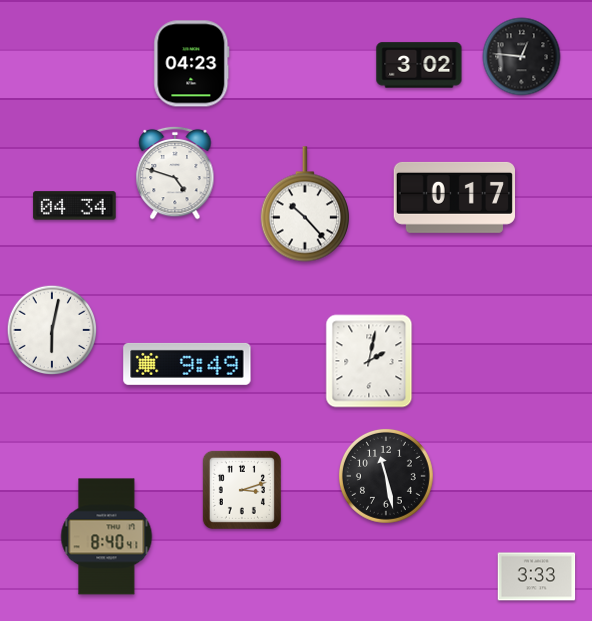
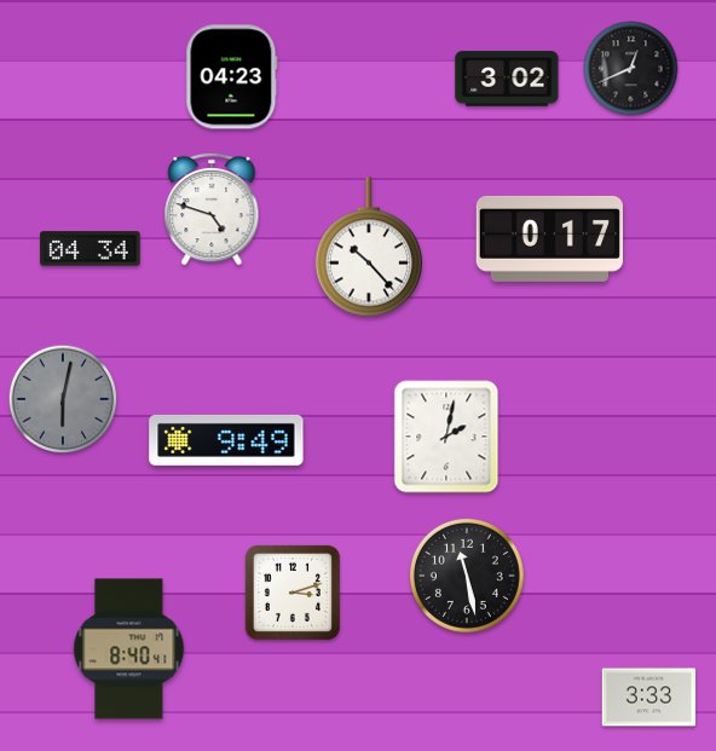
clock at (522, 57): 12:46 -> 12:41
clock at (52, 330) dial: white -> grey
